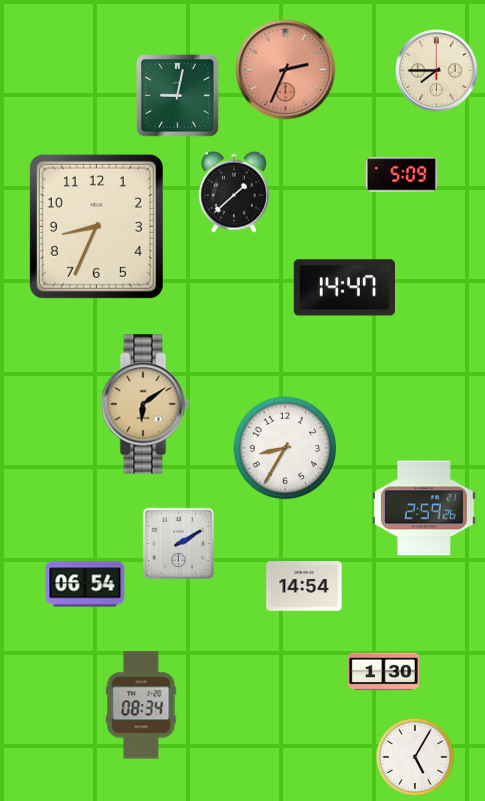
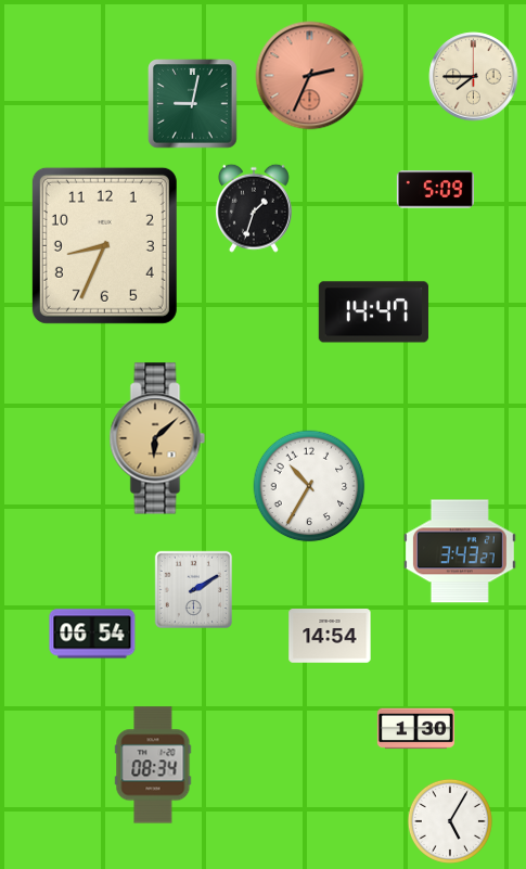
clock at (234, 192): 1:38 -> 1:33
clock at (145, 404): 6:09 -> 6:08
clock at (285, 448): 8:35 -> 10:35
clock at (424, 508): 2:59 -> 3:43
